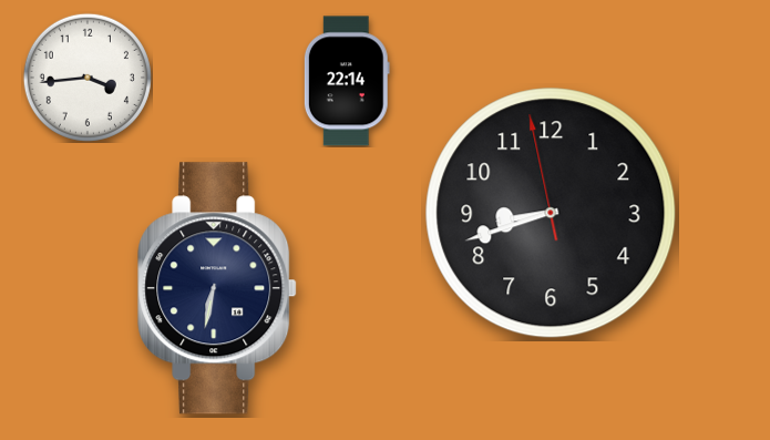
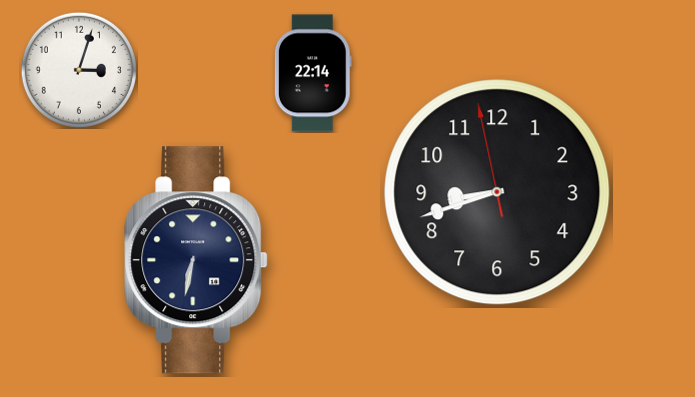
clock at (88, 78): 3:44 -> 3:03
